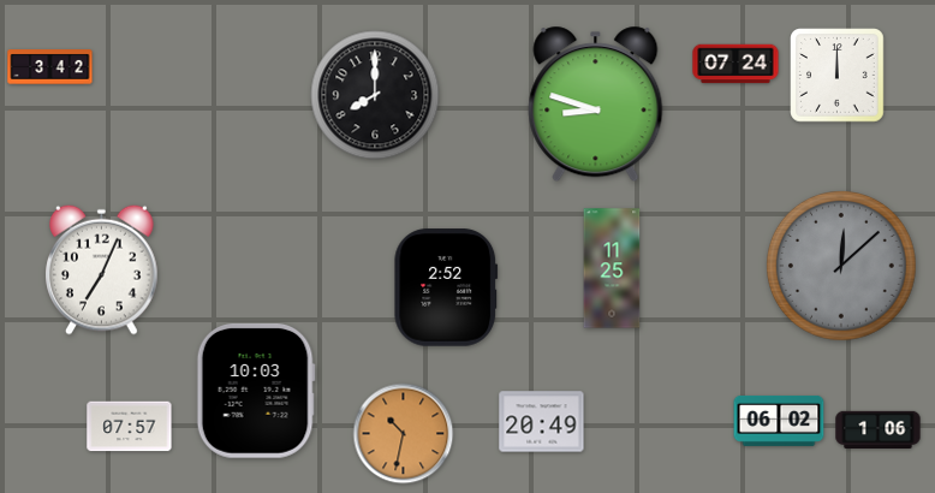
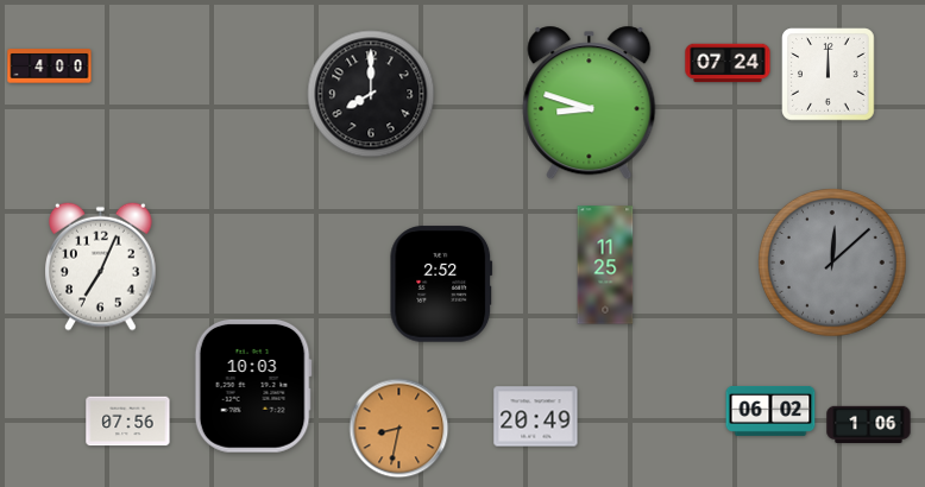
clock at (50, 67): 3:42 -> 4:00
clock at (779, 421) position: (779, 421) -> (770, 411)
clock at (130, 427): 07:57 -> 07:56
clock at (404, 434): 10:32 -> 8:32
